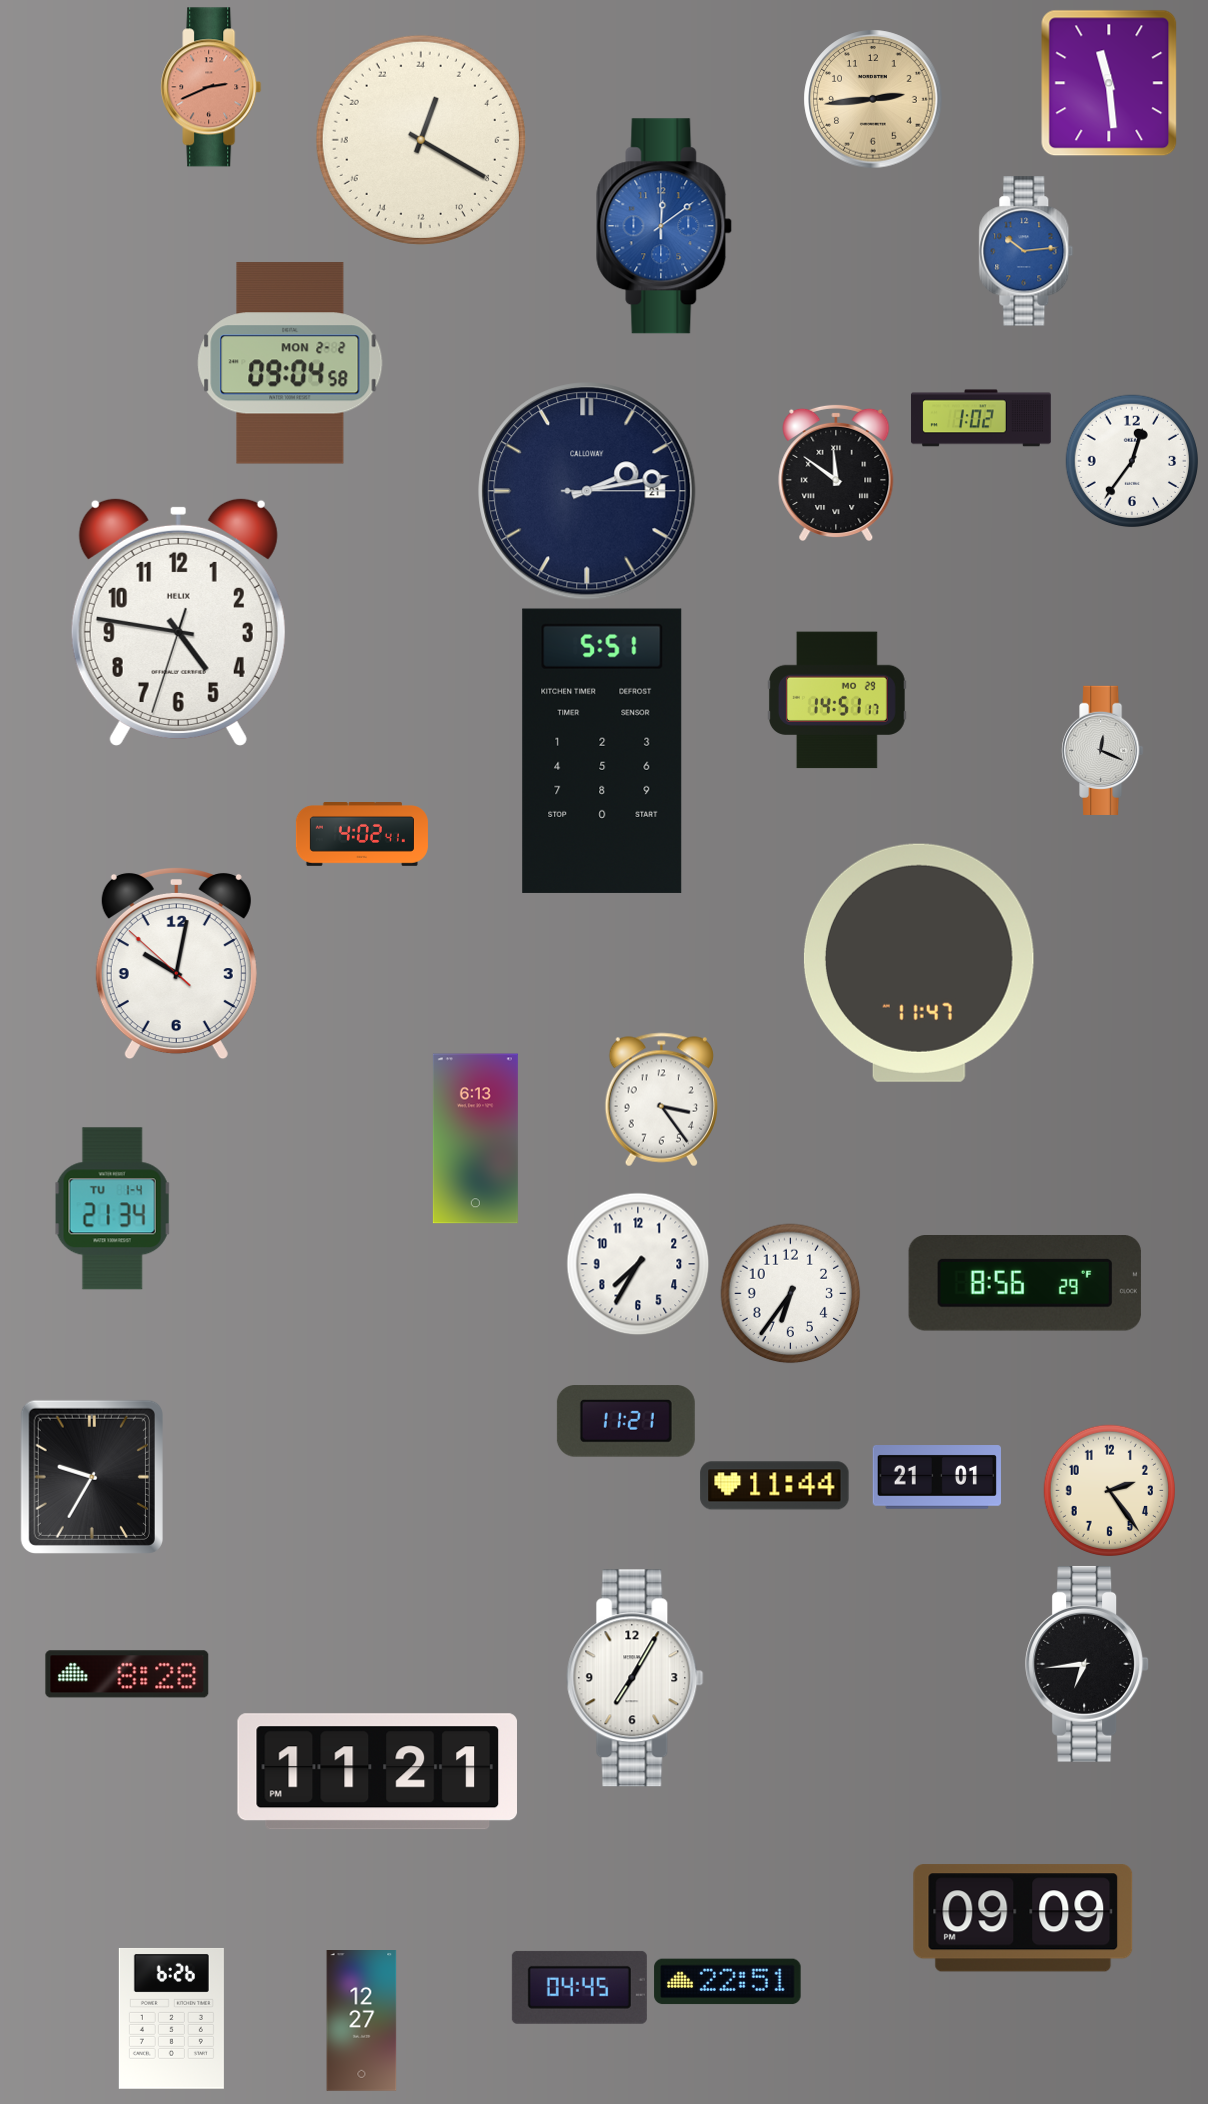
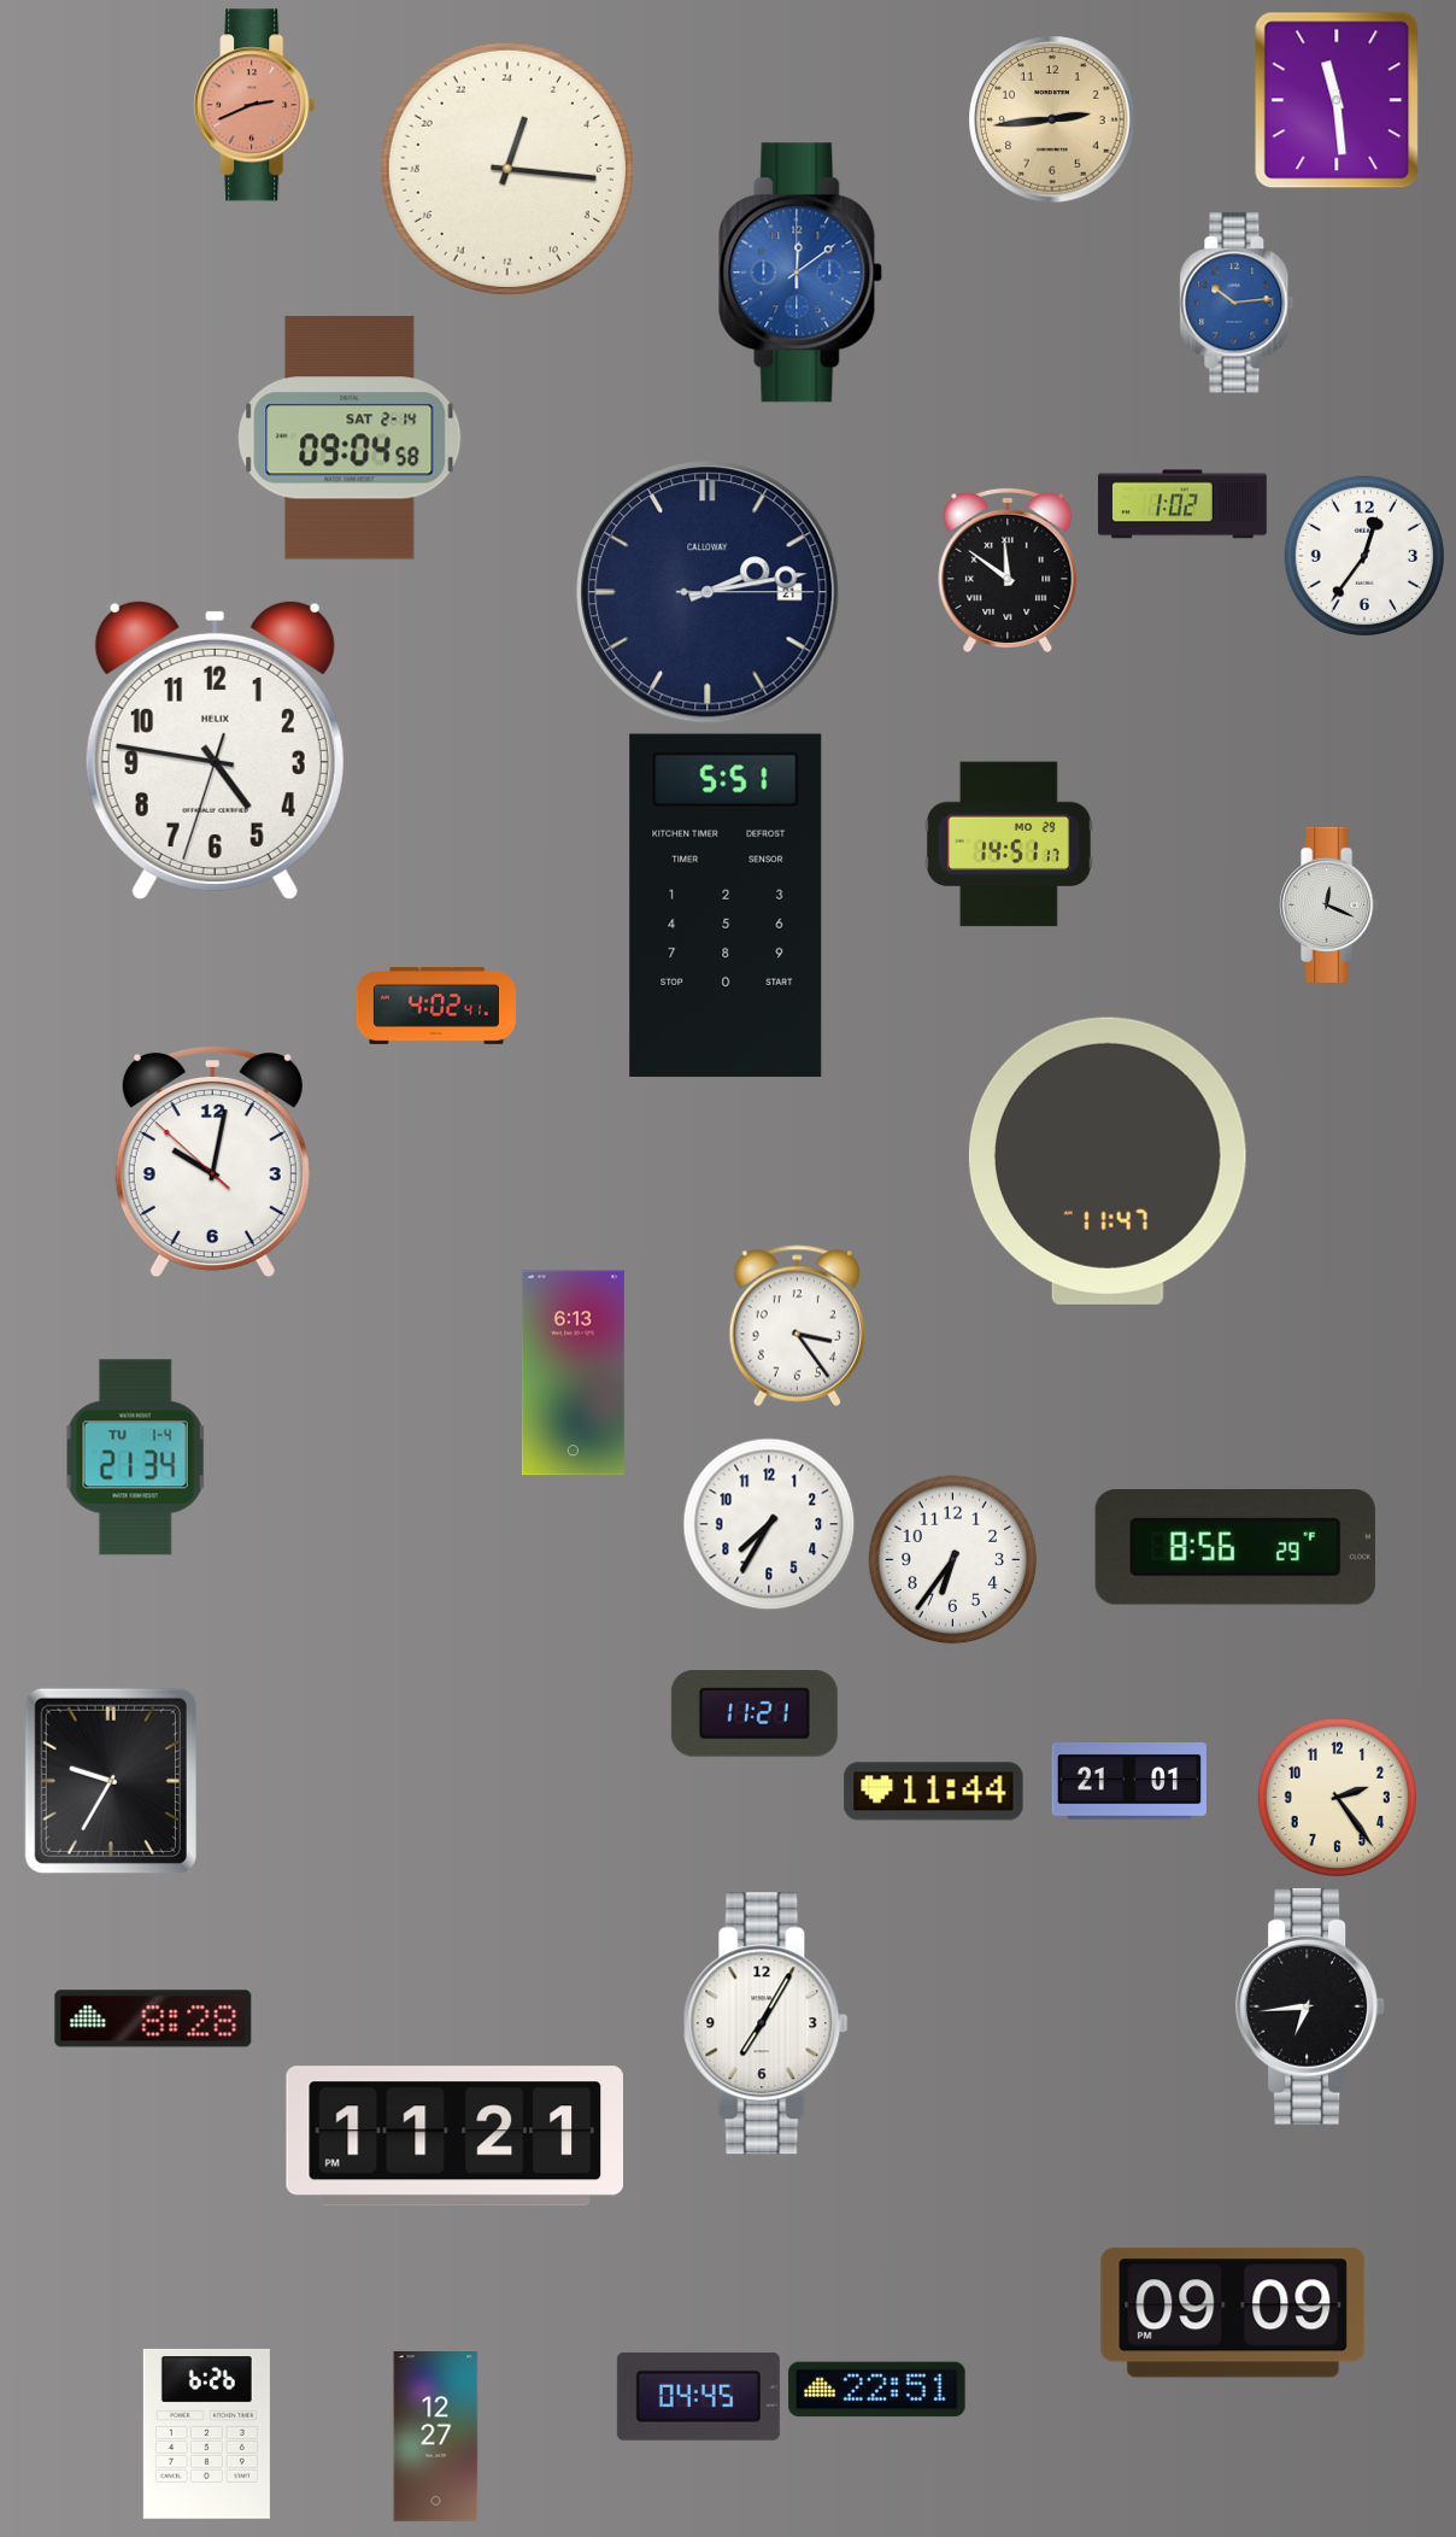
clock at (421, 140): 1:20 -> 1:16
clock at (290, 363) date: MON 2-2 -> SAT 2-14
